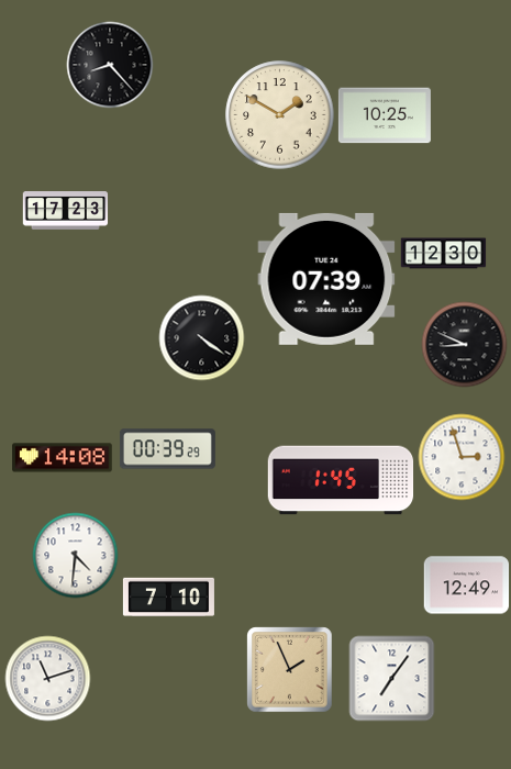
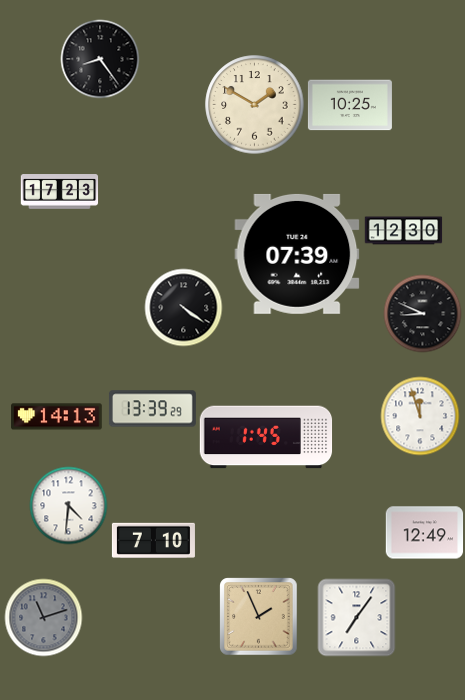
clock at (110, 65): 8:23 -> 8:24
clock at (167, 449): 00:39 -> 13:39
clock at (462, 457): 2:57 -> 11:57
clock at (63, 458): 14:08 -> 14:13
clock at (341, 480) position: (341, 480) -> (266, 437)
clock at (168, 597) position: (168, 597) -> (153, 540)
clock at (289, 669) position: (289, 669) -> (258, 616)
clock at (47, 678) dial: white -> grey
